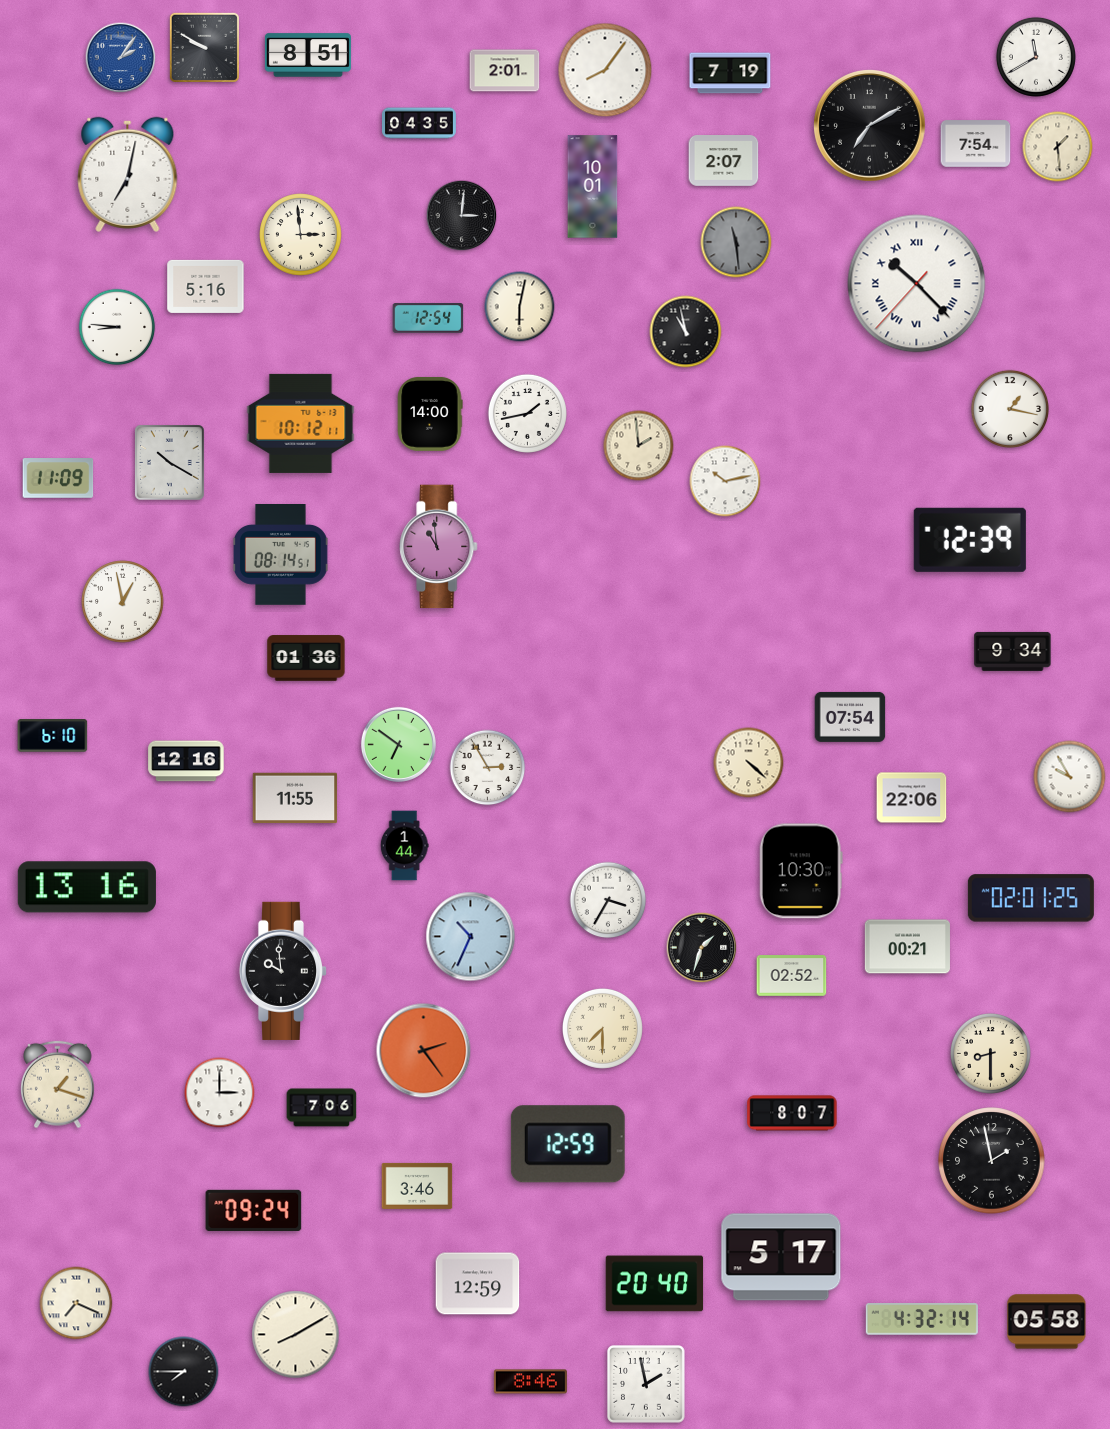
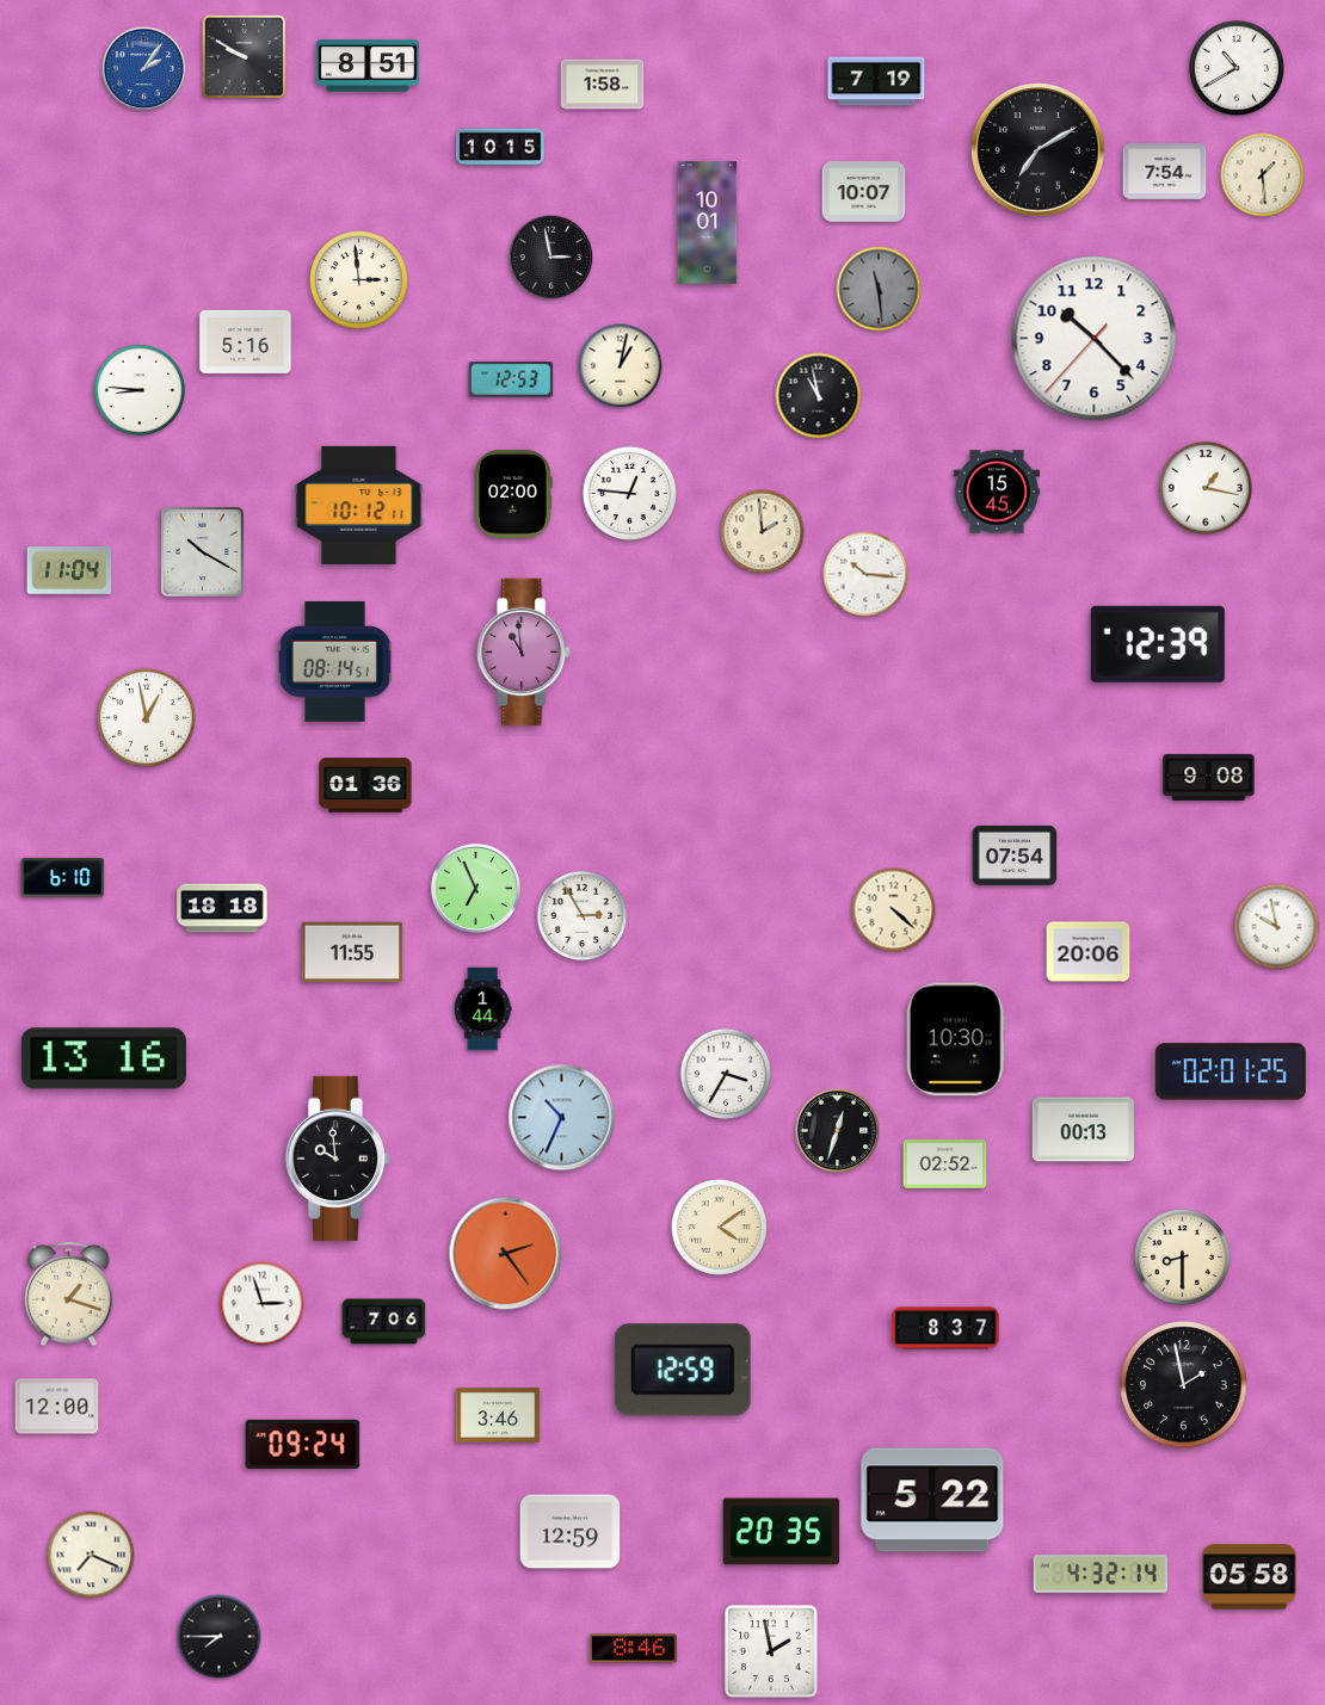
clock at (1036, 57): 11:40 -> 10:40
clock at (605, 70): 8:06 -> none
clock at (505, 71): 2:01 -> 1:58
clock at (730, 73) position: (730, 73) -> (876, 81)
clock at (420, 123): 04:35 -> 10:15
clock at (724, 161): 2:07 -> 10:07
clock at (128, 174): 7:02 -> none
clock at (462, 216): 3:01 -> 2:58
clock at (917, 284) numerals: Roman -> Arabic
clock at (520, 307): 6:02 -> 1:02
clock at (428, 318): 12:54 -> 12:53
clock at (997, 492): none -> 15:45
clock at (527, 413): 1:43 -> 12:46
clock at (430, 414): 14:00 -> 02:00
clock at (58, 479): 11:09 -> 11:04
clock at (725, 481): 10:13 -> 10:16
clock at (1013, 651): 9:34 -> 9:08
clock at (398, 744): 6:51 -> 6:56
clock at (186, 761): 12:16 -> 18:18
clock at (1070, 777): 9:55 -> 9:58
clock at (912, 798): 22:06 -> 20:06
clock at (907, 947): 00:21 -> 00:13
clock at (702, 948): 1:33 -> 12:33
clock at (602, 1028): 7:30 -> 4:09
clock at (220, 1093): 3:00 -> 2:57
clock at (792, 1113): 8:07 -> 8:37
clock at (568, 1144) position: (568, 1144) -> (683, 1370)
clock at (57, 1407): none -> 12:00
clock at (781, 1257): 5:17 -> 5:22
clock at (655, 1284): 20:40 -> 20:35
clock at (296, 1335): 8:10 -> none
